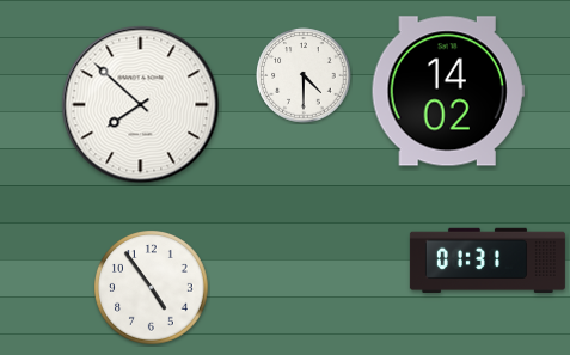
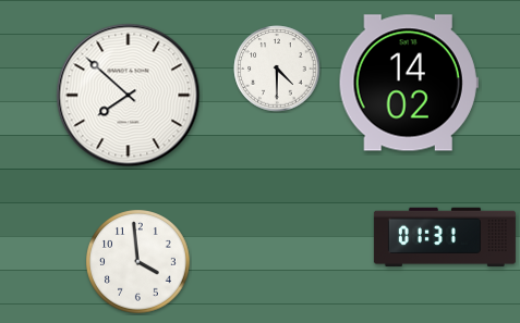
clock at (152, 288): 4:54 -> 3:59
